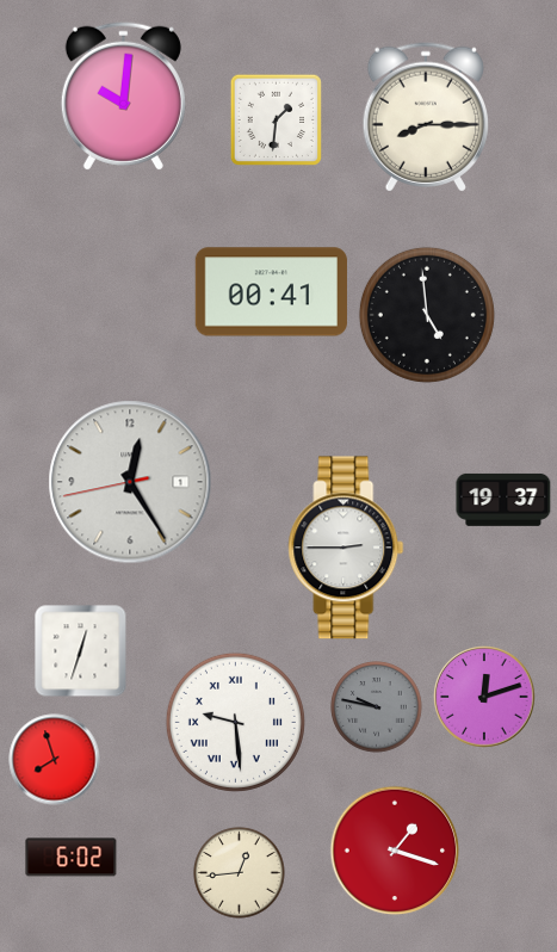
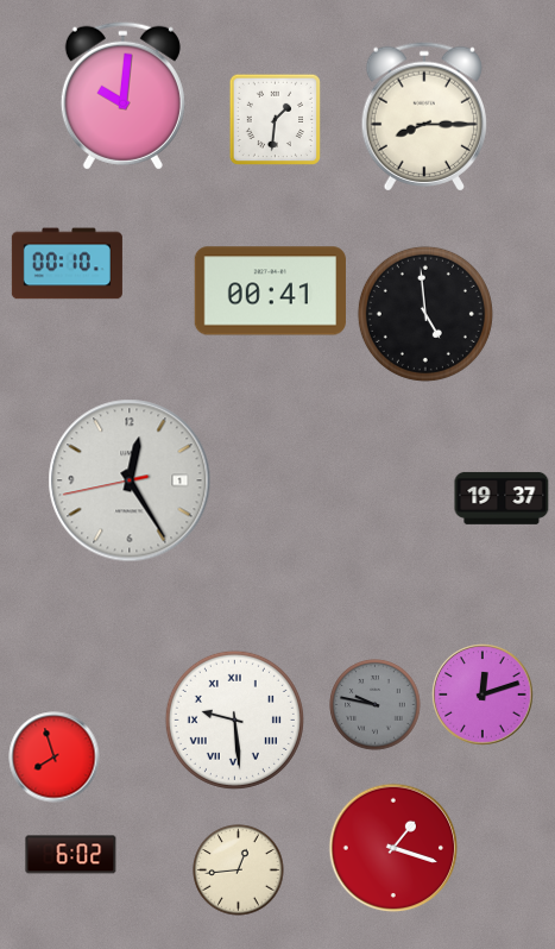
clock at (67, 264): none -> 00:10
clock at (346, 548): 2:45 -> none
clock at (81, 651): 12:33 -> none
